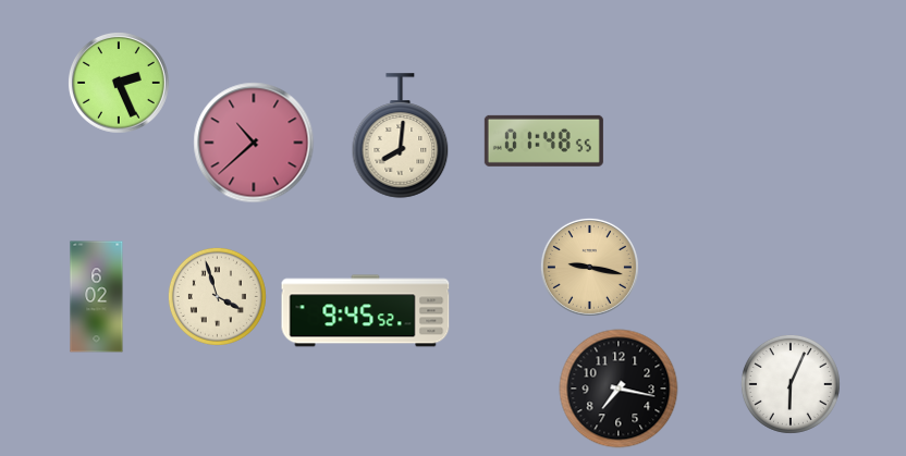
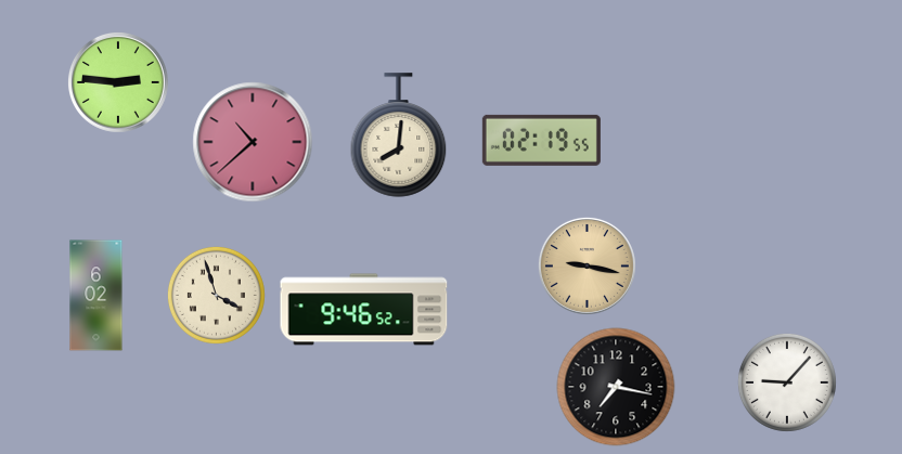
clock at (119, 83): 2:26 -> 2:46
clock at (543, 140): 01:48 -> 02:19
clock at (366, 311): 9:45 -> 9:46
clock at (791, 384): 6:04 -> 9:07
